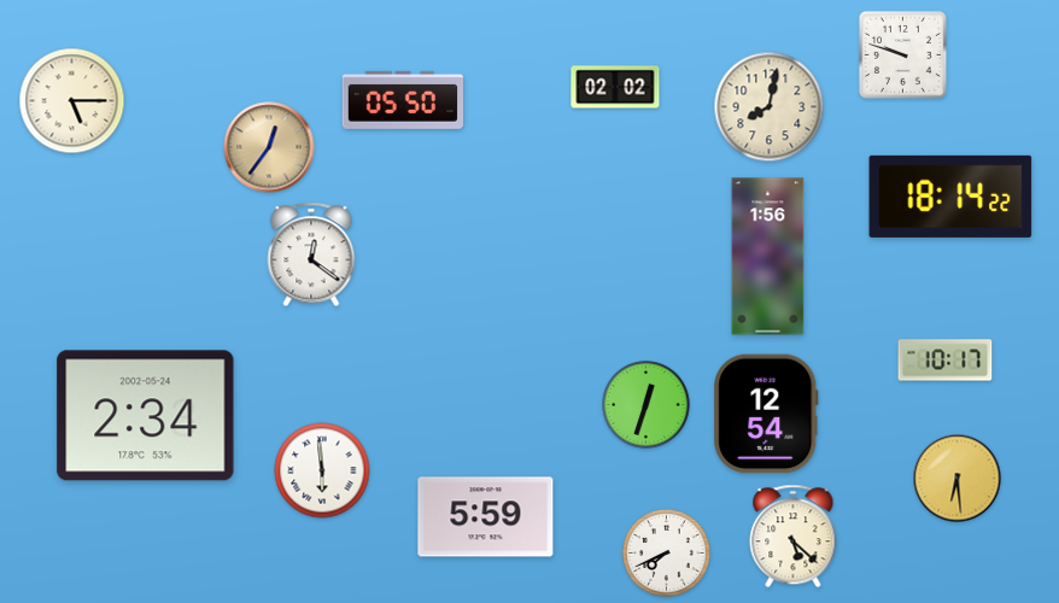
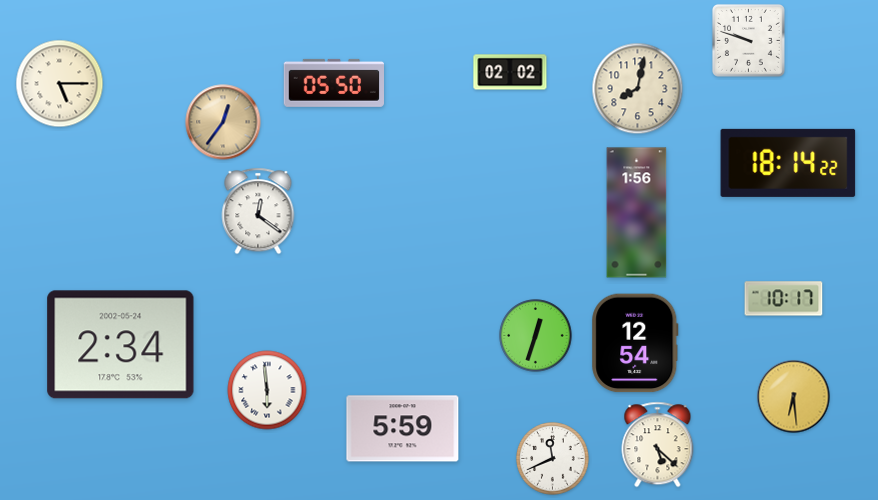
clock at (902, 54) position: (902, 54) -> (748, 40)
clock at (667, 554): 7:41 -> 11:41
